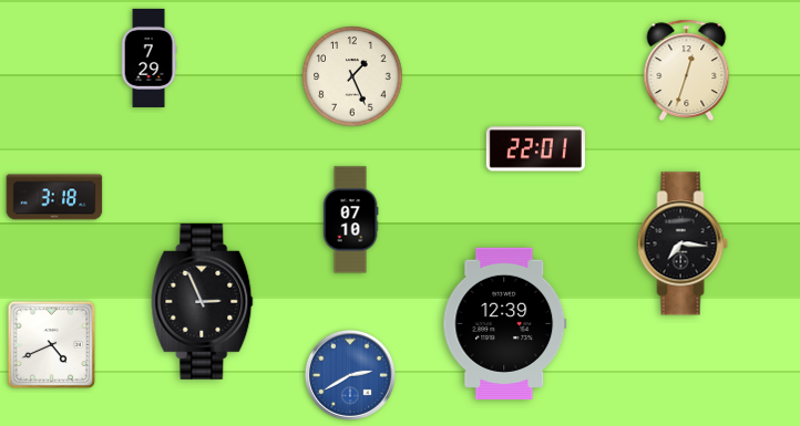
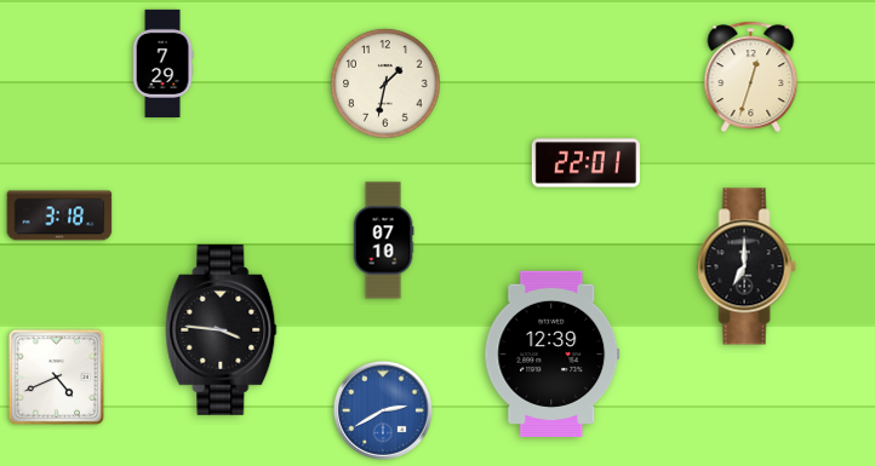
clock at (352, 76): 1:26 -> 1:32
clock at (683, 243): 7:16 -> 7:00
clock at (203, 301): 2:56 -> 3:46
